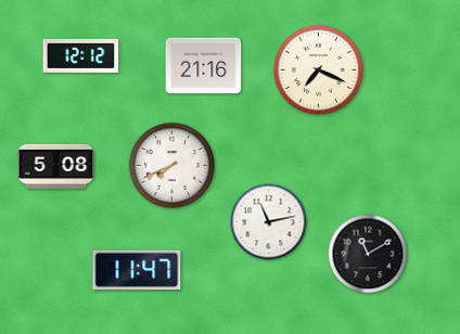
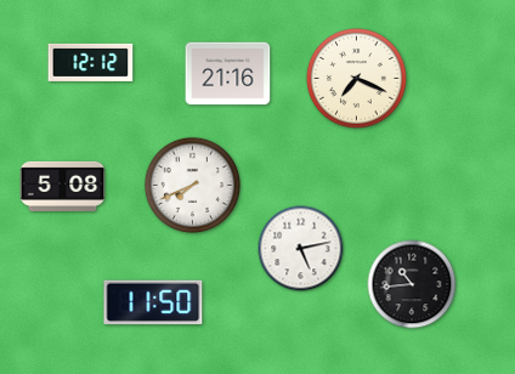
clock at (269, 222): 11:13 -> 5:13
clock at (368, 254): 11:10 -> 10:44
clock at (137, 269): 11:47 -> 11:50
